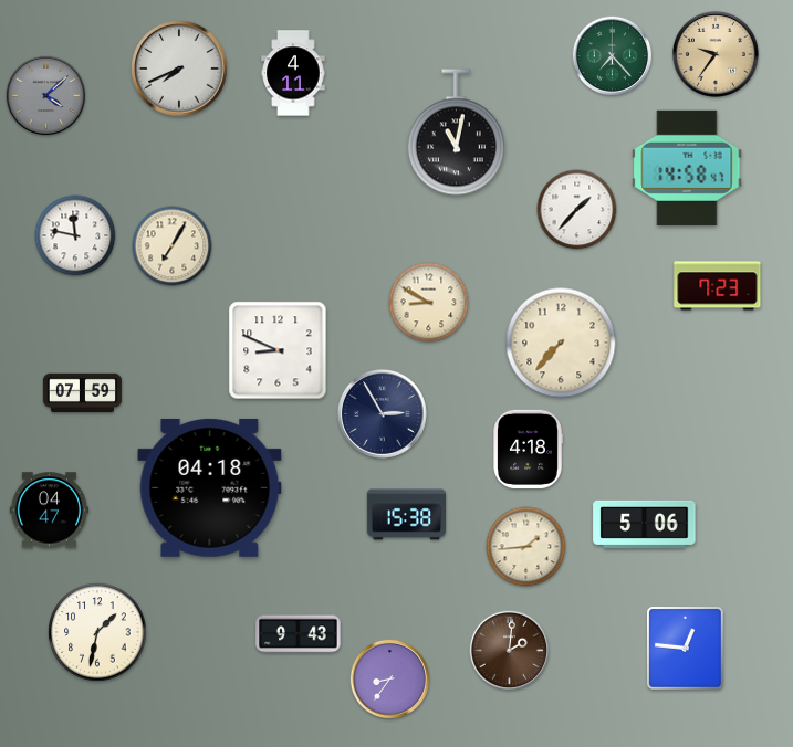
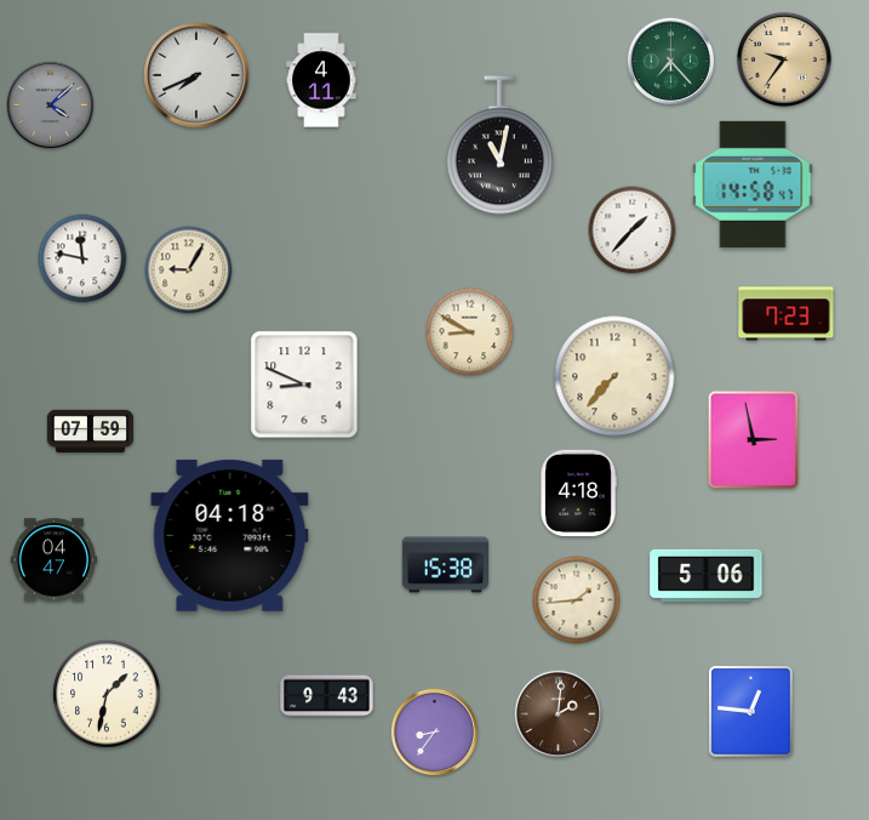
clock at (173, 246): 7:05 -> 9:05
clock at (754, 440): none -> 2:58
clock at (382, 413): 2:55 -> none
clock at (390, 680) position: (390, 680) -> (435, 733)
